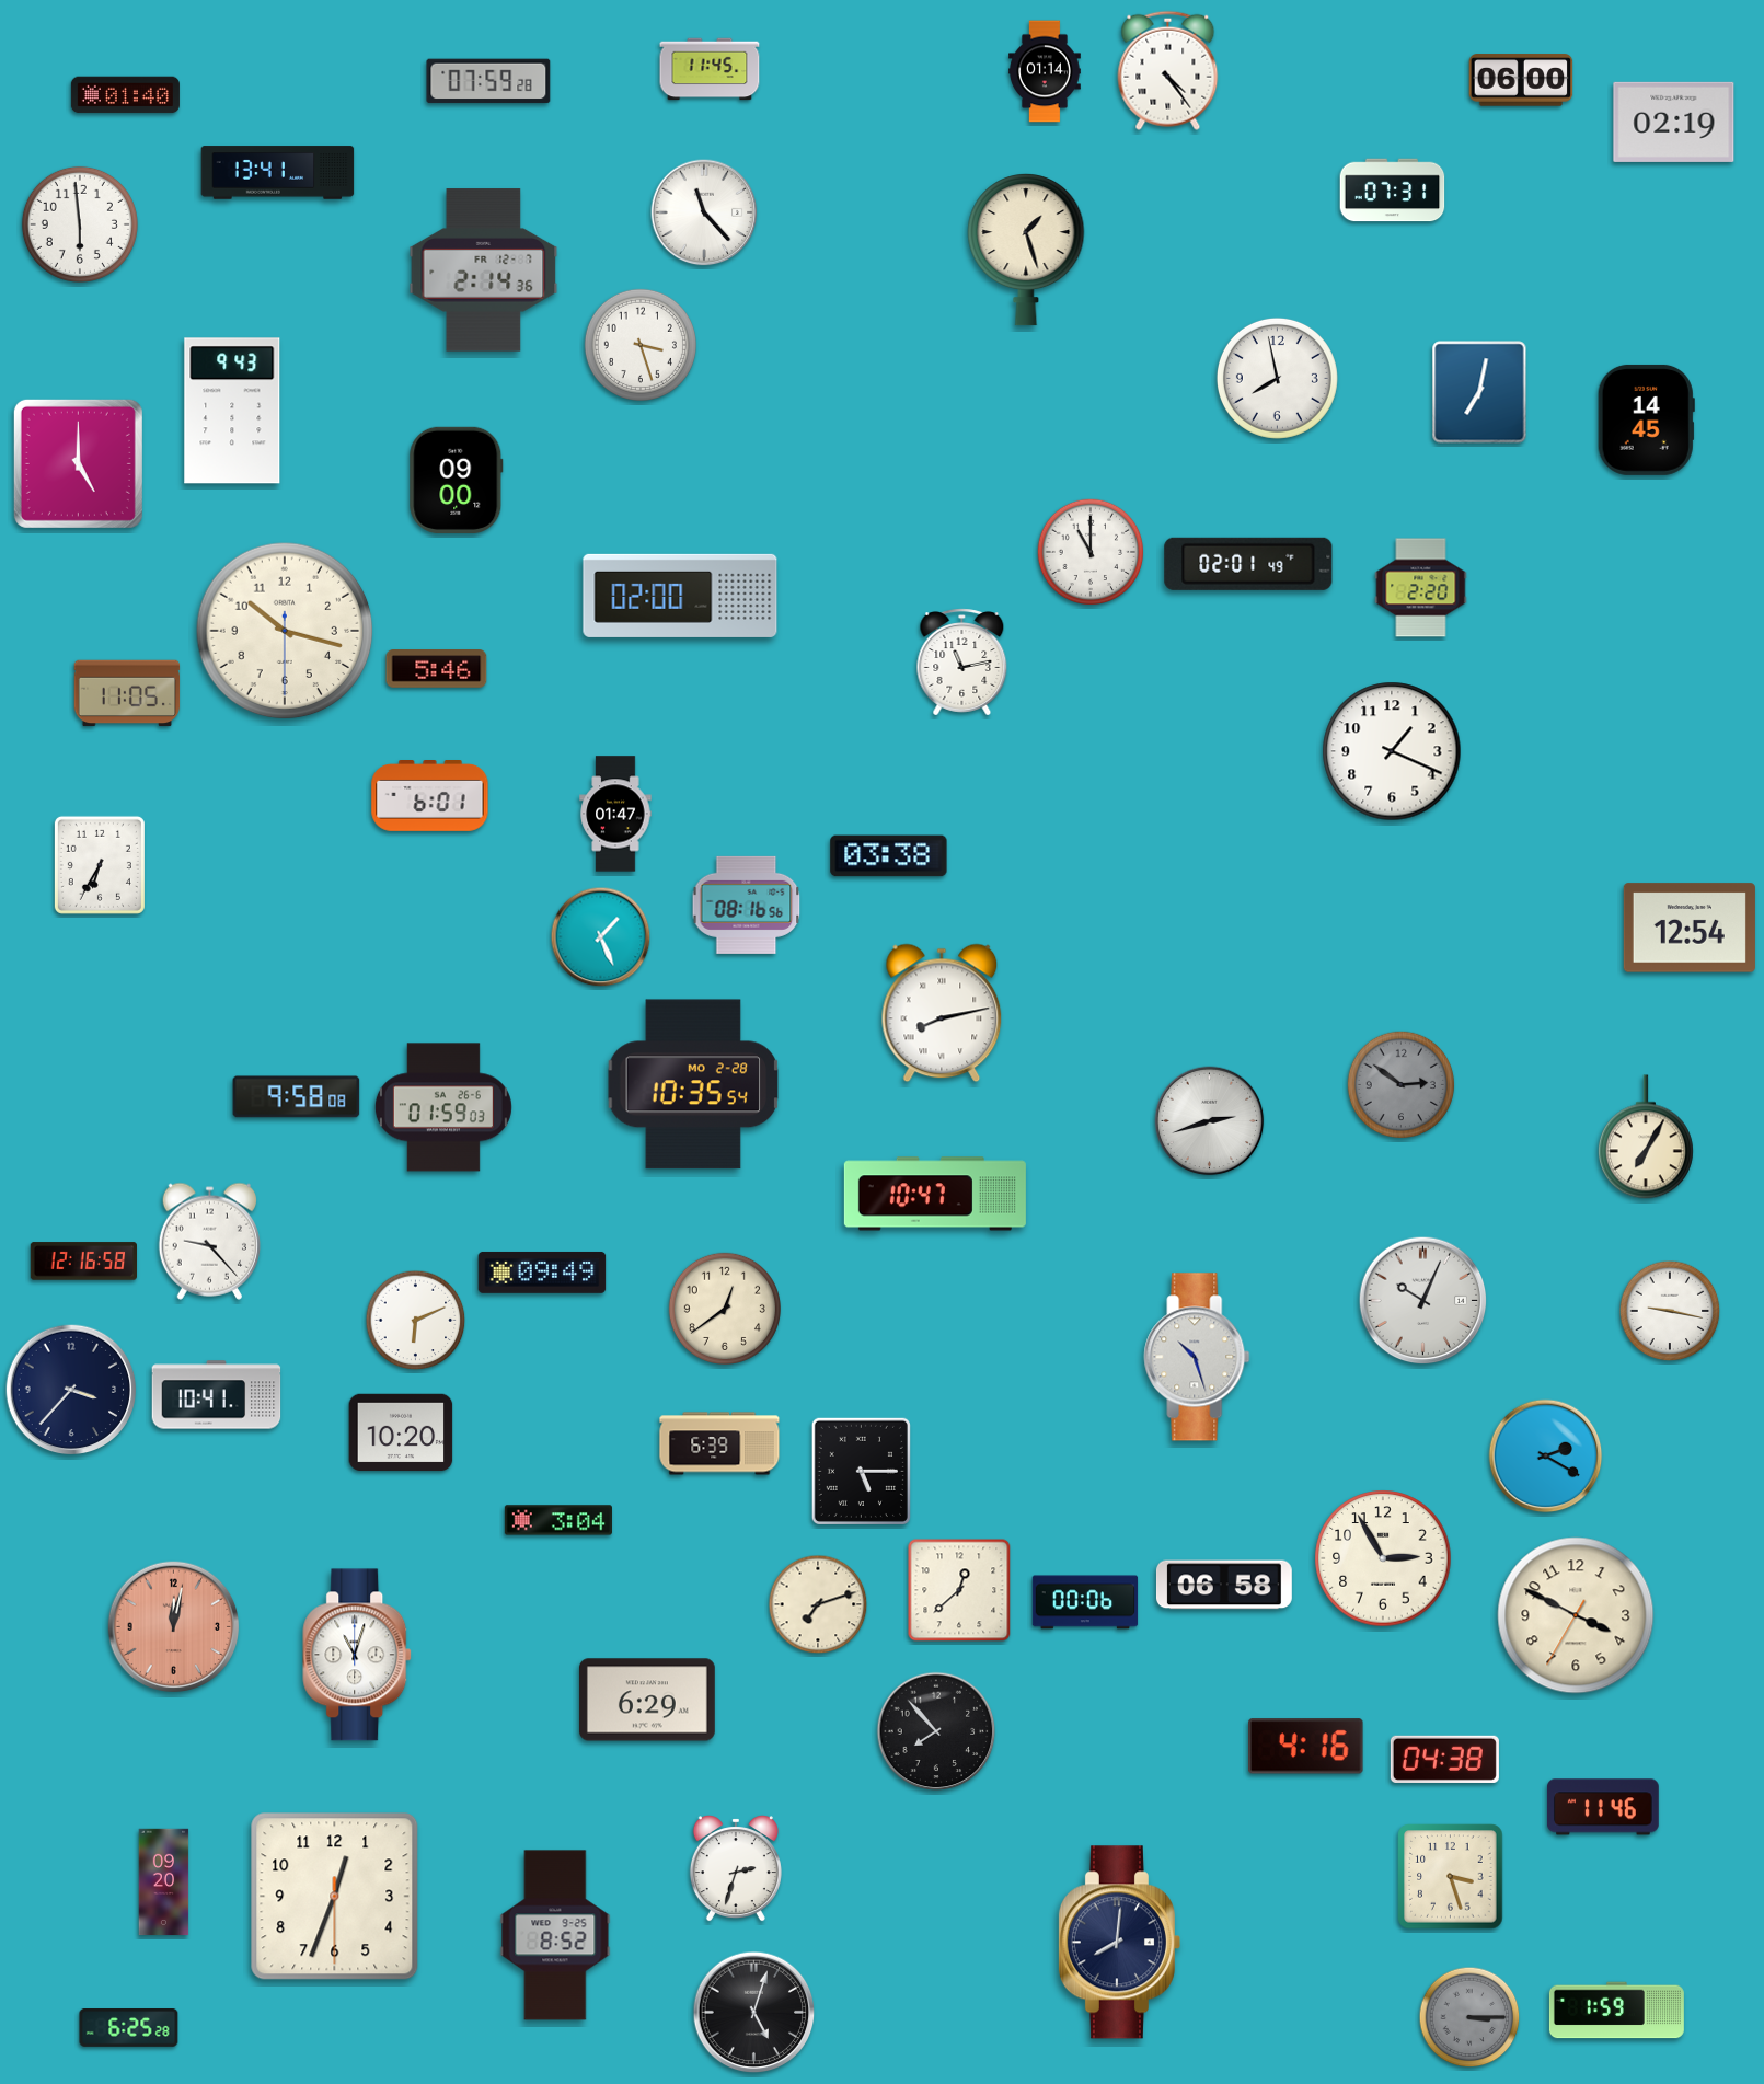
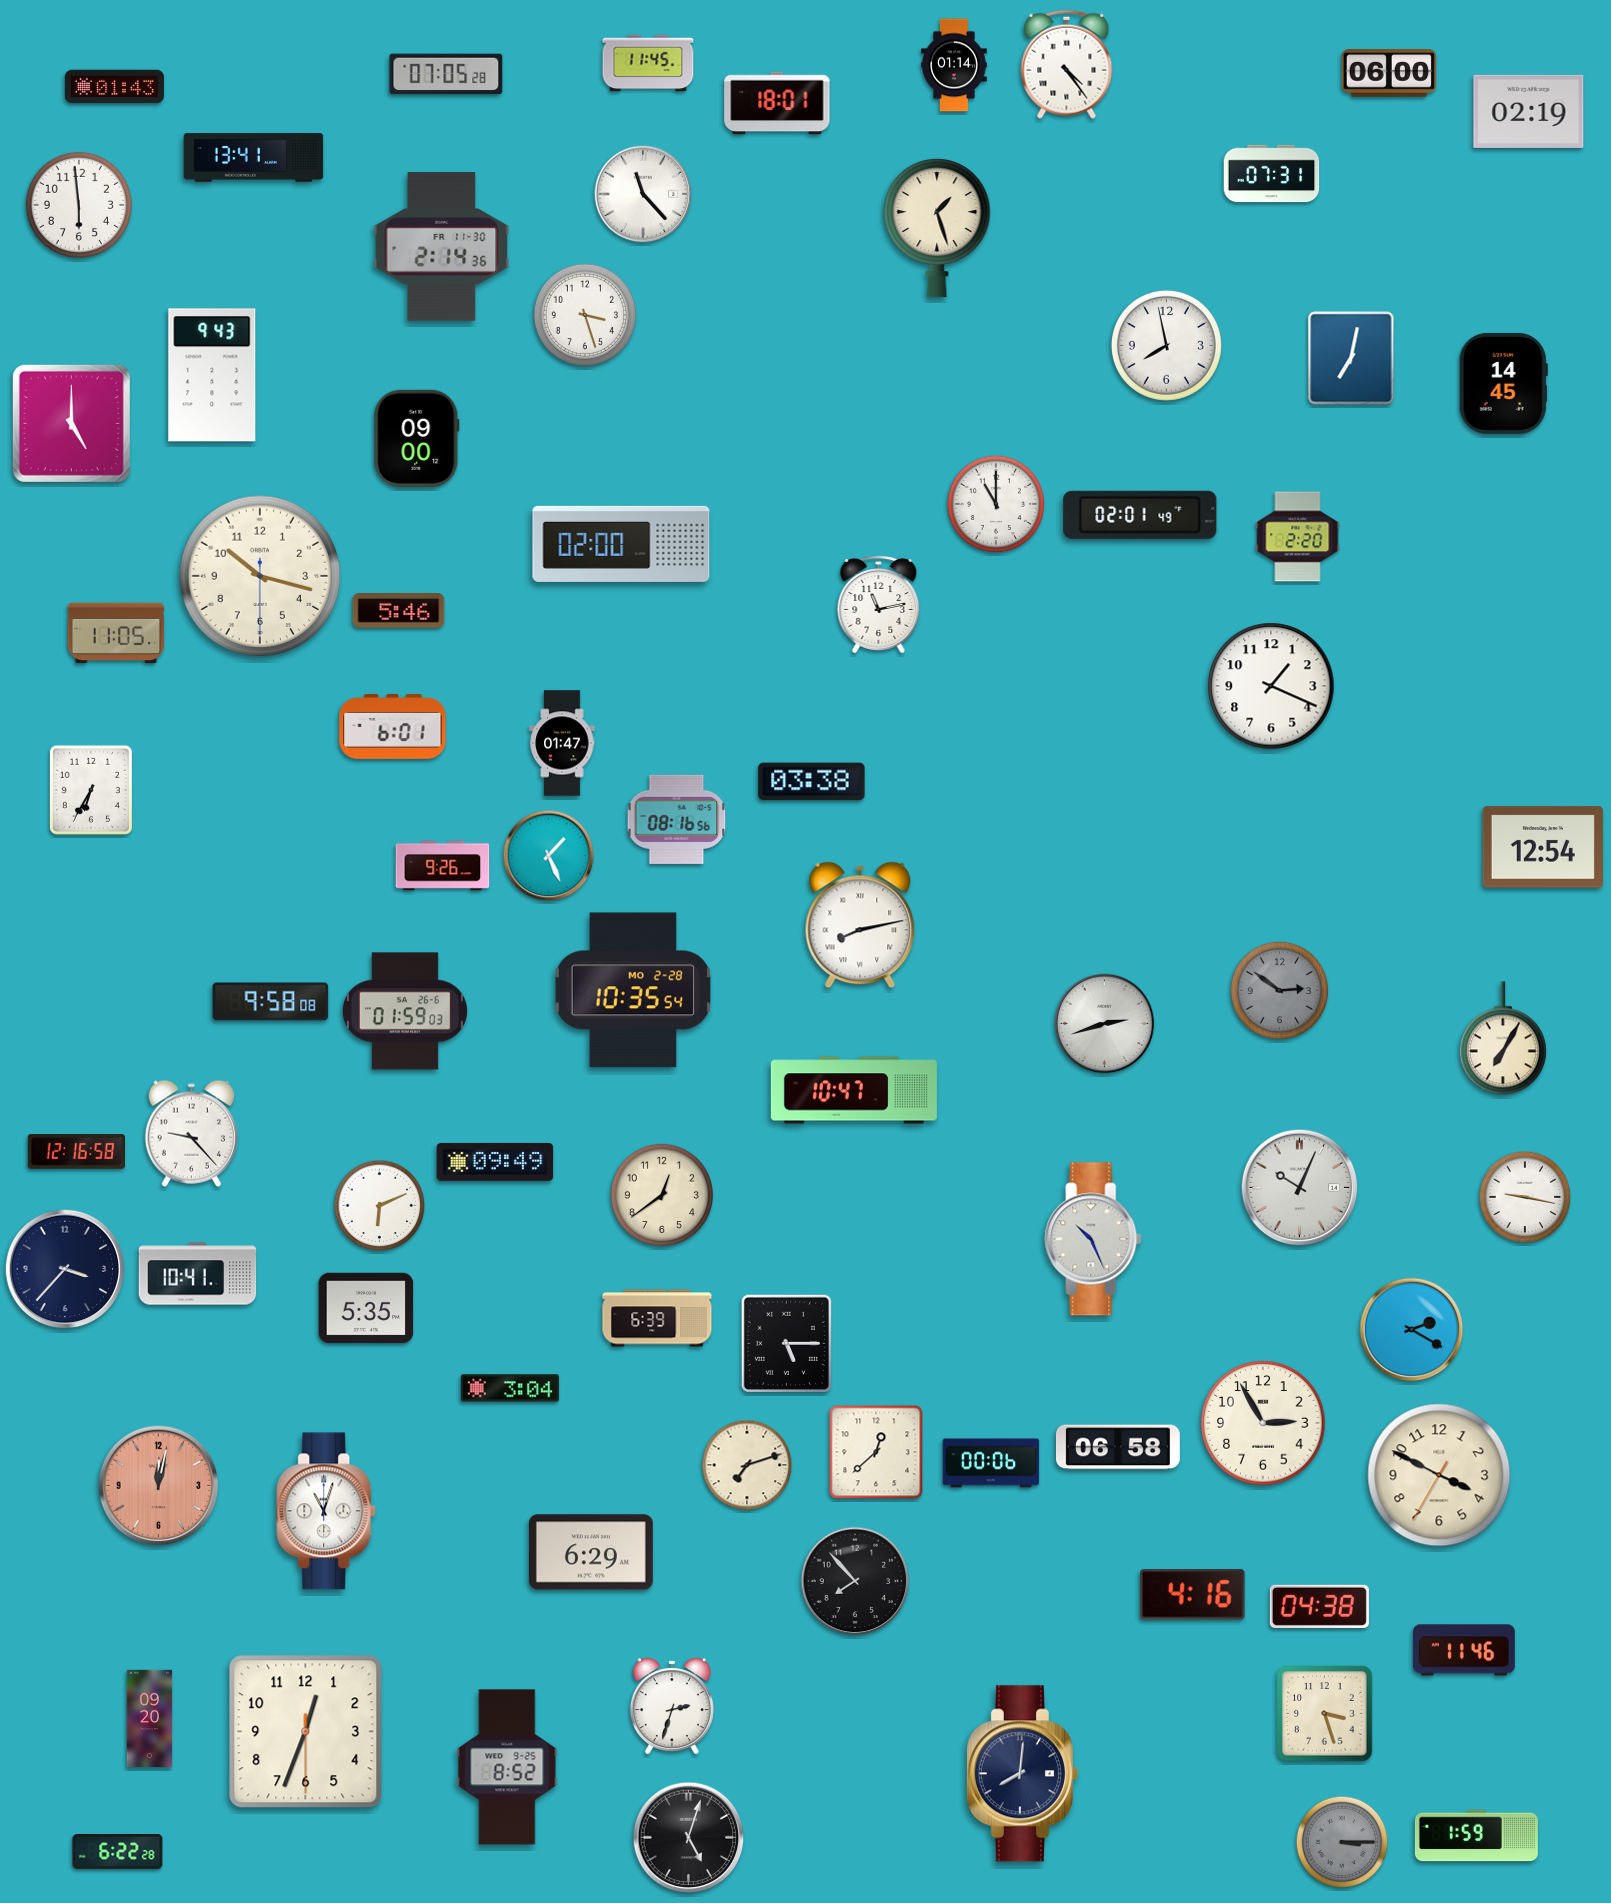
clock at (488, 81): 07:59 -> 07:05
clock at (125, 95): 01:40 -> 01:43
clock at (777, 103): none -> 18:01
clock at (80, 224) position: (80, 224) -> (79, 205)
clock at (484, 270) date: FR 12-7 -> FR 11-30
clock at (747, 905) position: (747, 905) -> (677, 819)
clock at (443, 866): none -> 9:26
clock at (1197, 1357): 10:27 -> 10:26
clock at (401, 1432): 10:20 -> 5:35
clock at (129, 2028): 6:25 -> 6:22
